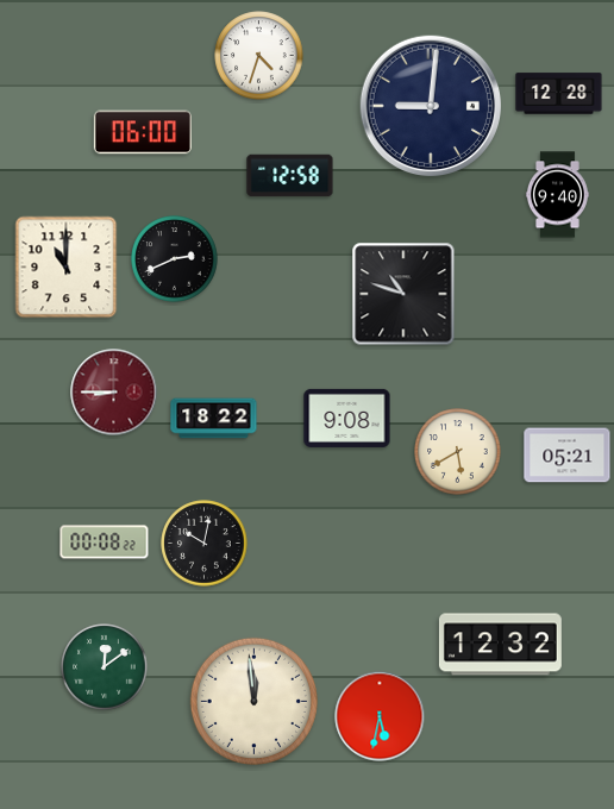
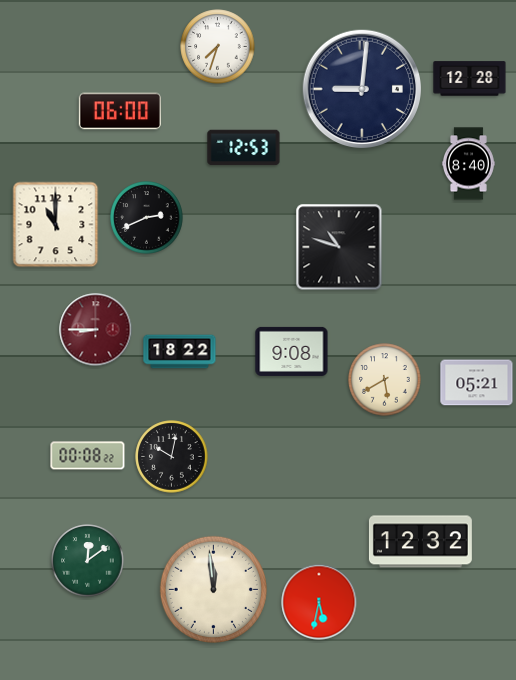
clock at (259, 56): 4:33 -> 7:33
clock at (290, 176): 12:58 -> 12:53
clock at (557, 195): 9:40 -> 8:40
